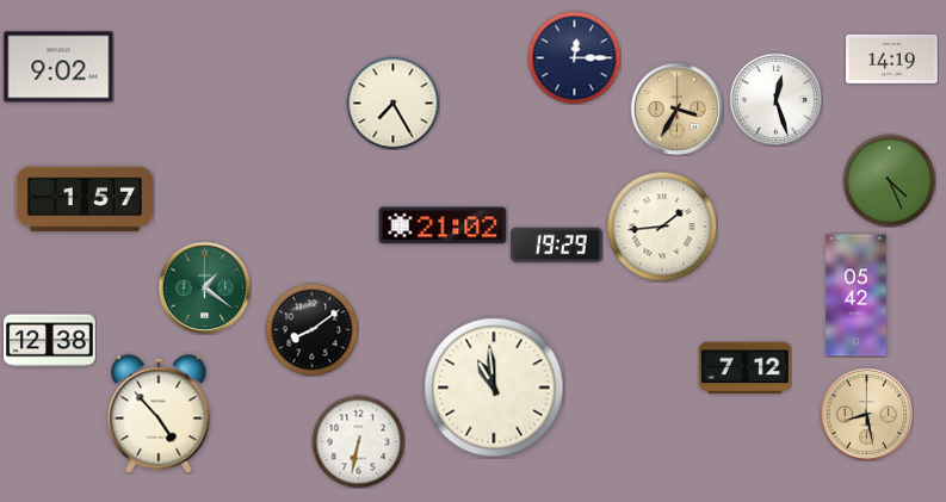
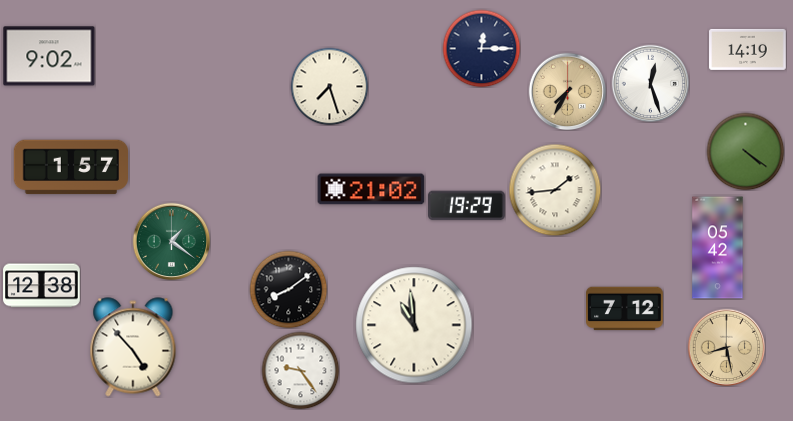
clock at (392, 103): 7:25 -> 7:27
clock at (676, 109): 3:35 -> 7:35
clock at (889, 180): 4:26 -> 4:21
clock at (311, 329) position: (311, 329) -> (288, 289)
clock at (358, 441): 6:32 -> 9:24
